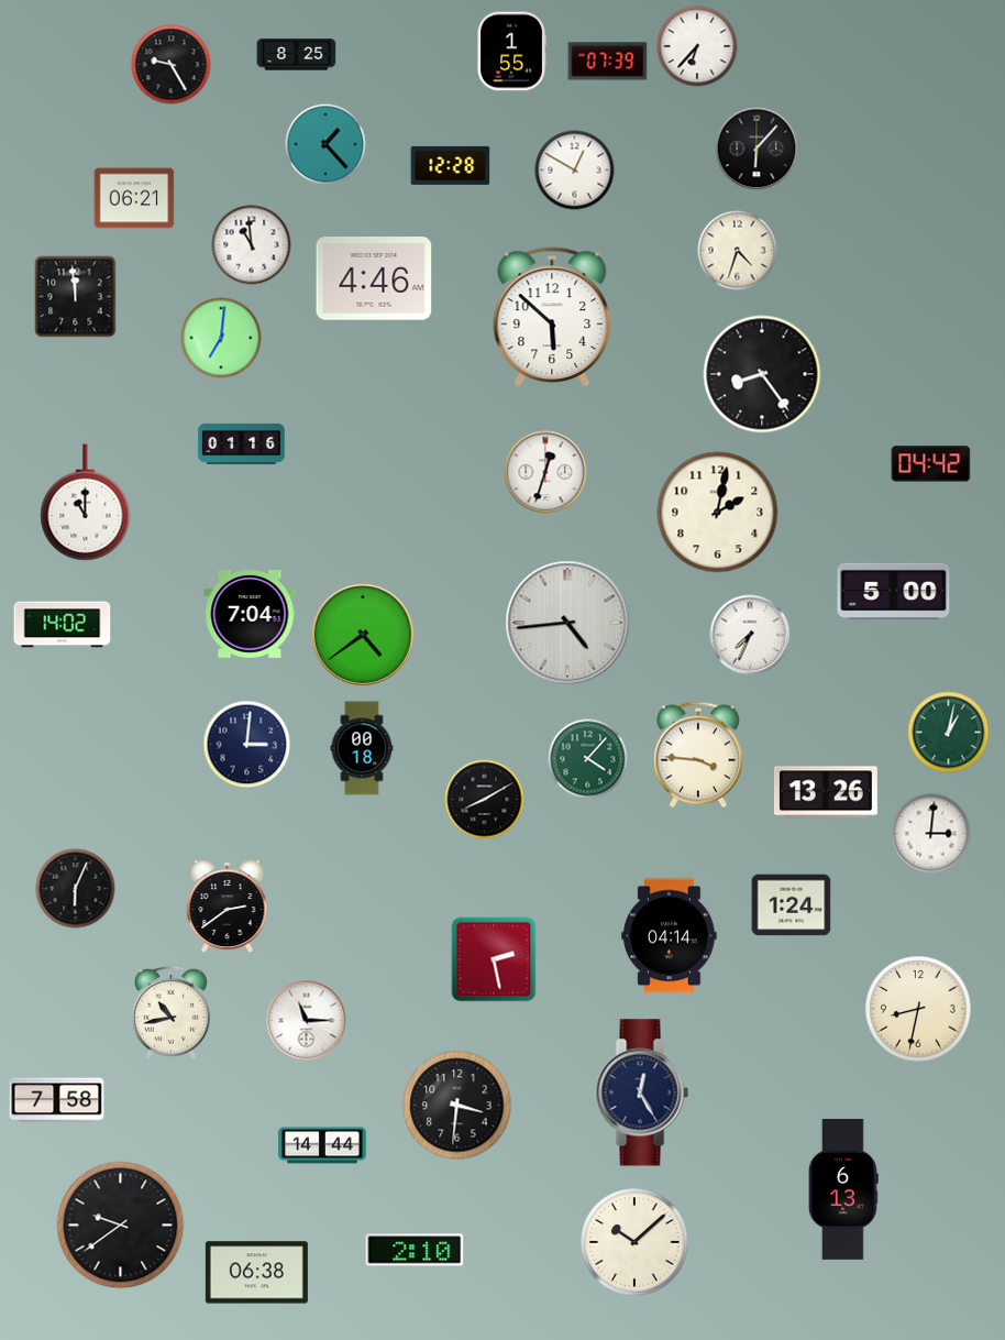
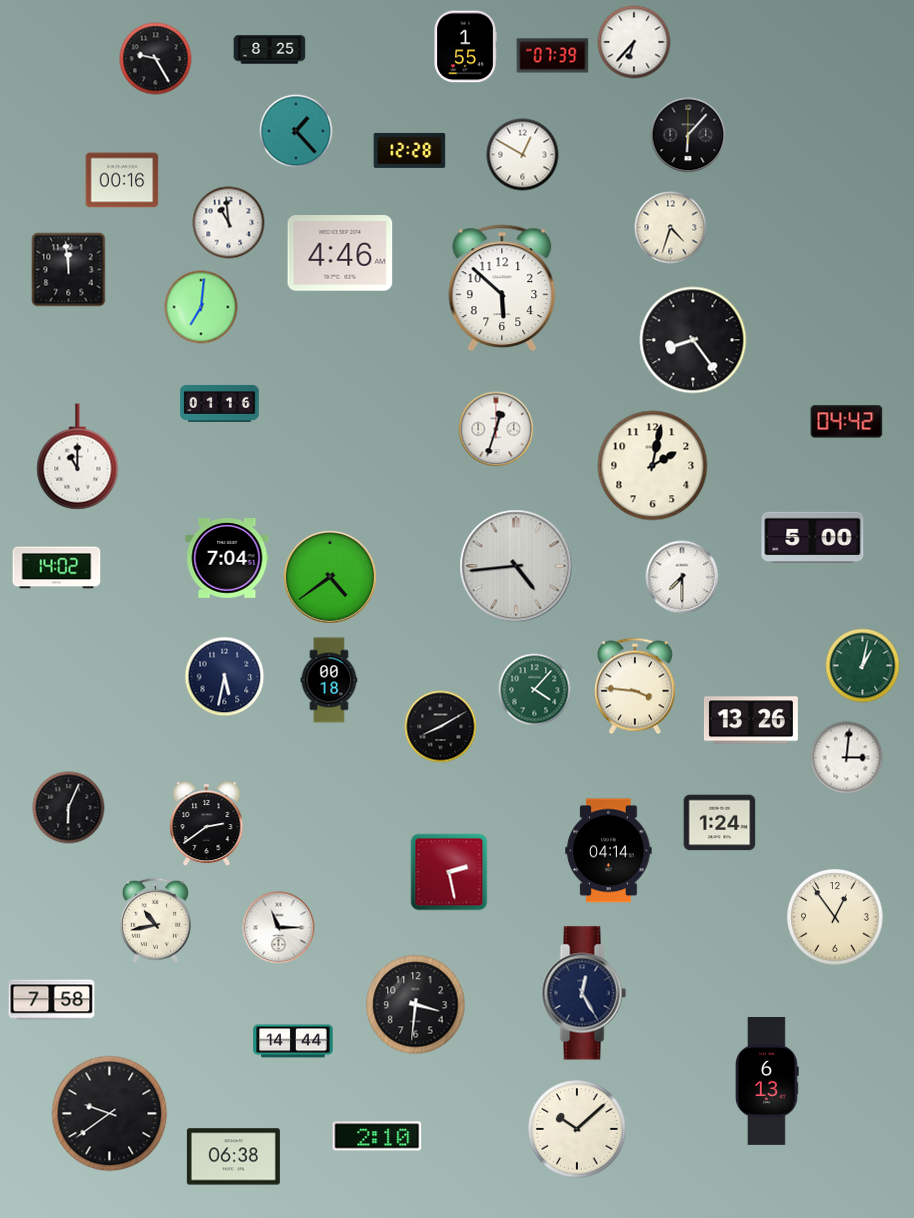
clock at (134, 198): 06:21 -> 00:16
clock at (750, 635): 7:34 -> 7:30
clock at (247, 745): 3:01 -> 5:32
clock at (918, 1009): 8:32 -> 12:54
